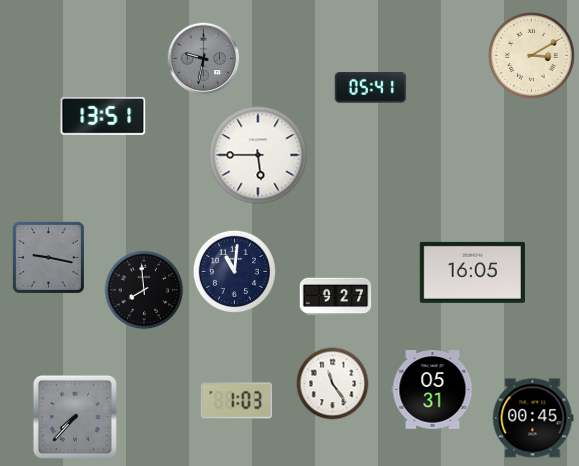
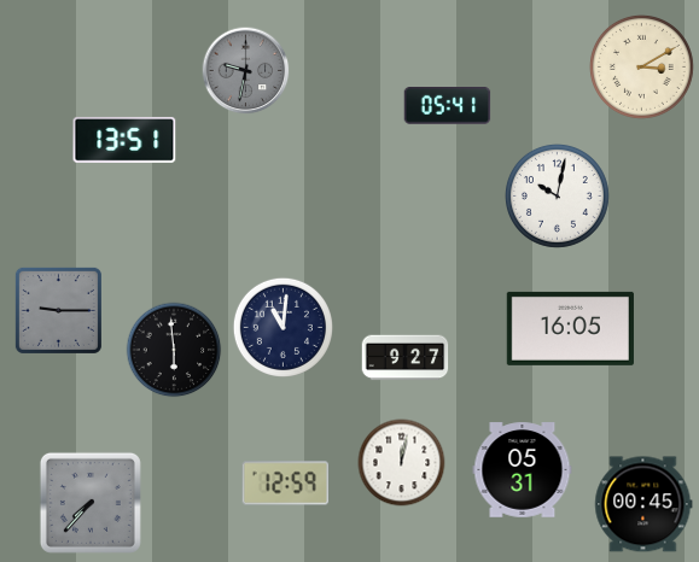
clock at (258, 155): 5:45 -> none
clock at (557, 195): none -> 10:02
clock at (48, 257): 9:17 -> 9:15
clock at (144, 290): 7:59 -> 5:59
clock at (333, 384): 11:24 -> 12:02
clock at (237, 401): 1:03 -> 12:59
